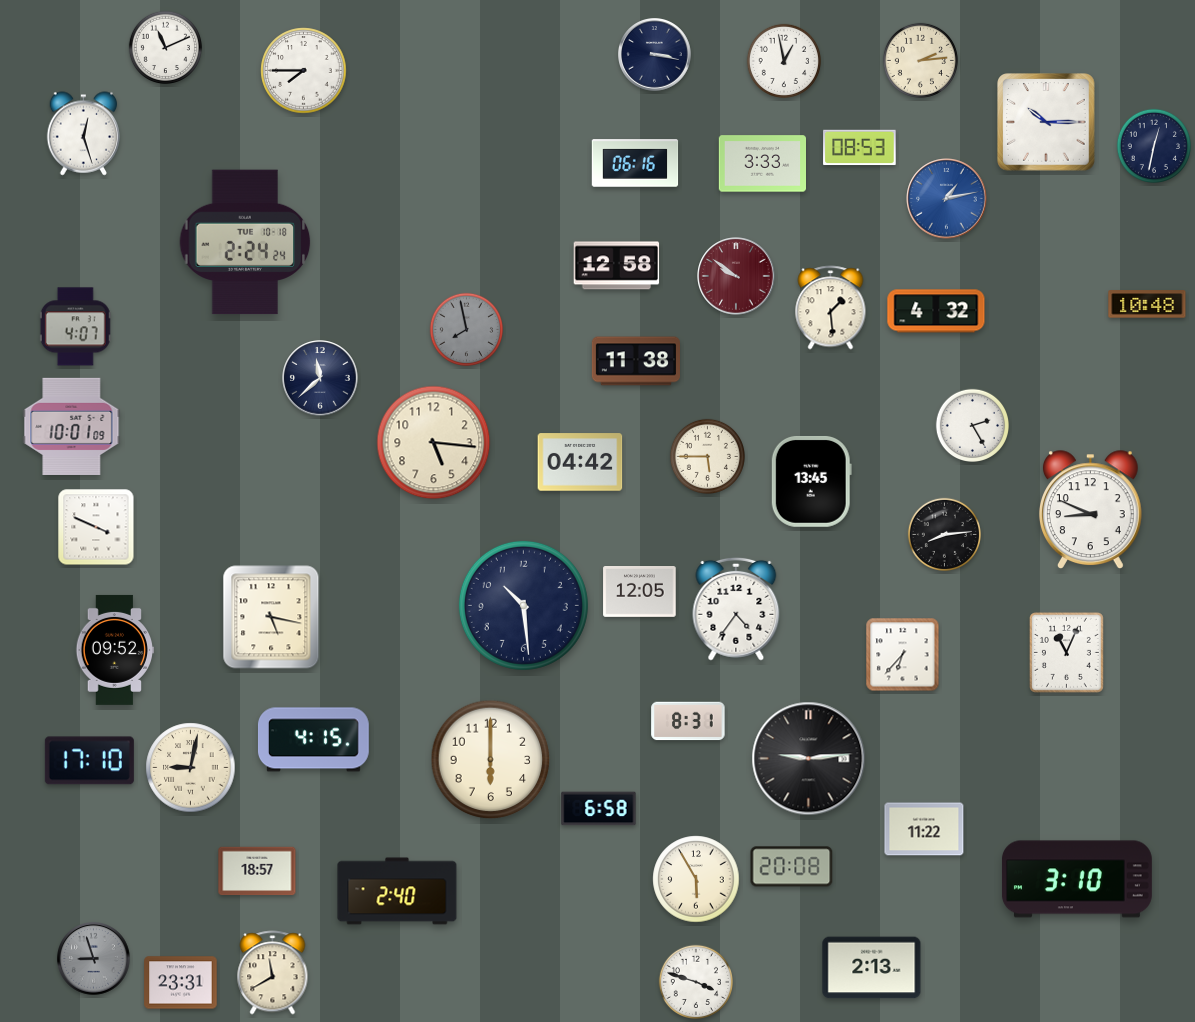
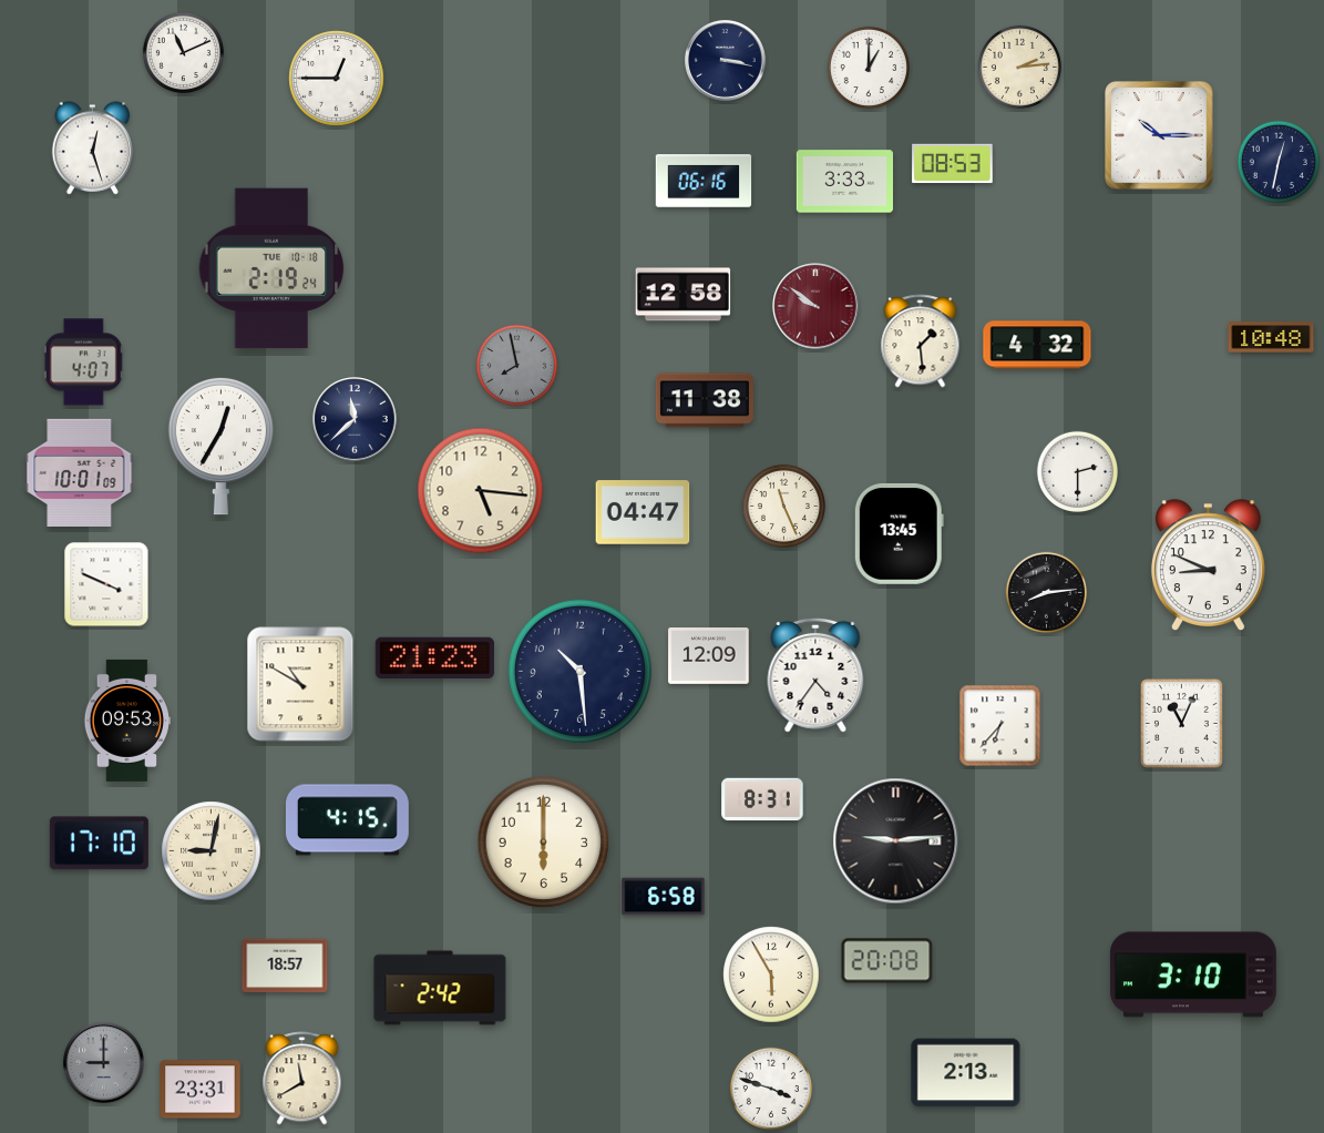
clock at (783, 60): 12:58 -> 1:00
clock at (304, 71): 7:45 -> 12:45
clock at (947, 199): 1:13 -> none
clock at (245, 242): 2:24 -> 2:19
clock at (220, 446): none -> 12:35
clock at (972, 425): 2:25 -> 2:30
clock at (707, 456): 5:45 -> 11:26
clock at (580, 462): 04:42 -> 04:47
clock at (640, 592): 12:05 -> 12:09
clock at (434, 657): none -> 21:23
clock at (271, 617): 5:17 -> 10:50
clock at (114, 650): 09:52 -> 09:53
clock at (924, 829): 11:22 -> none
clock at (792, 867) position: (792, 867) -> (887, 961)
clock at (397, 891): 2:40 -> 2:42
clock at (94, 959): 8:57 -> 9:00
